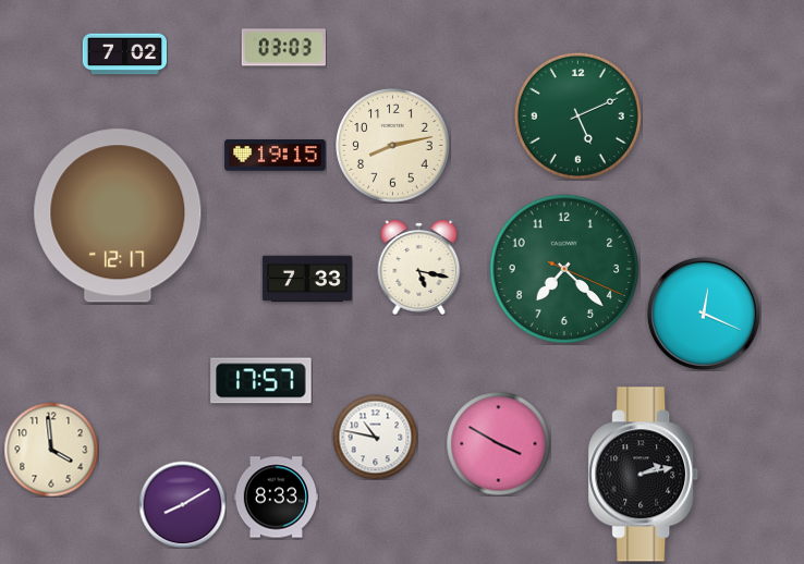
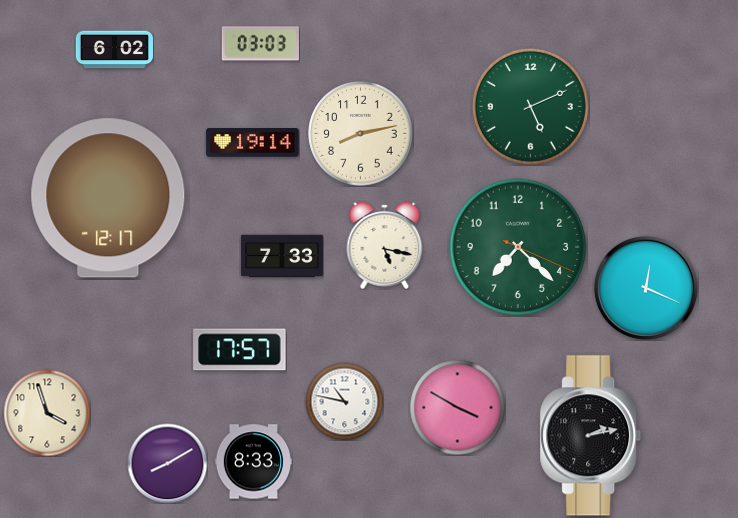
clock at (124, 54): 7:02 -> 6:02
clock at (276, 156): 19:15 -> 19:14
clock at (51, 450): 3:59 -> 3:57
clock at (276, 498) position: (276, 498) -> (253, 462)
